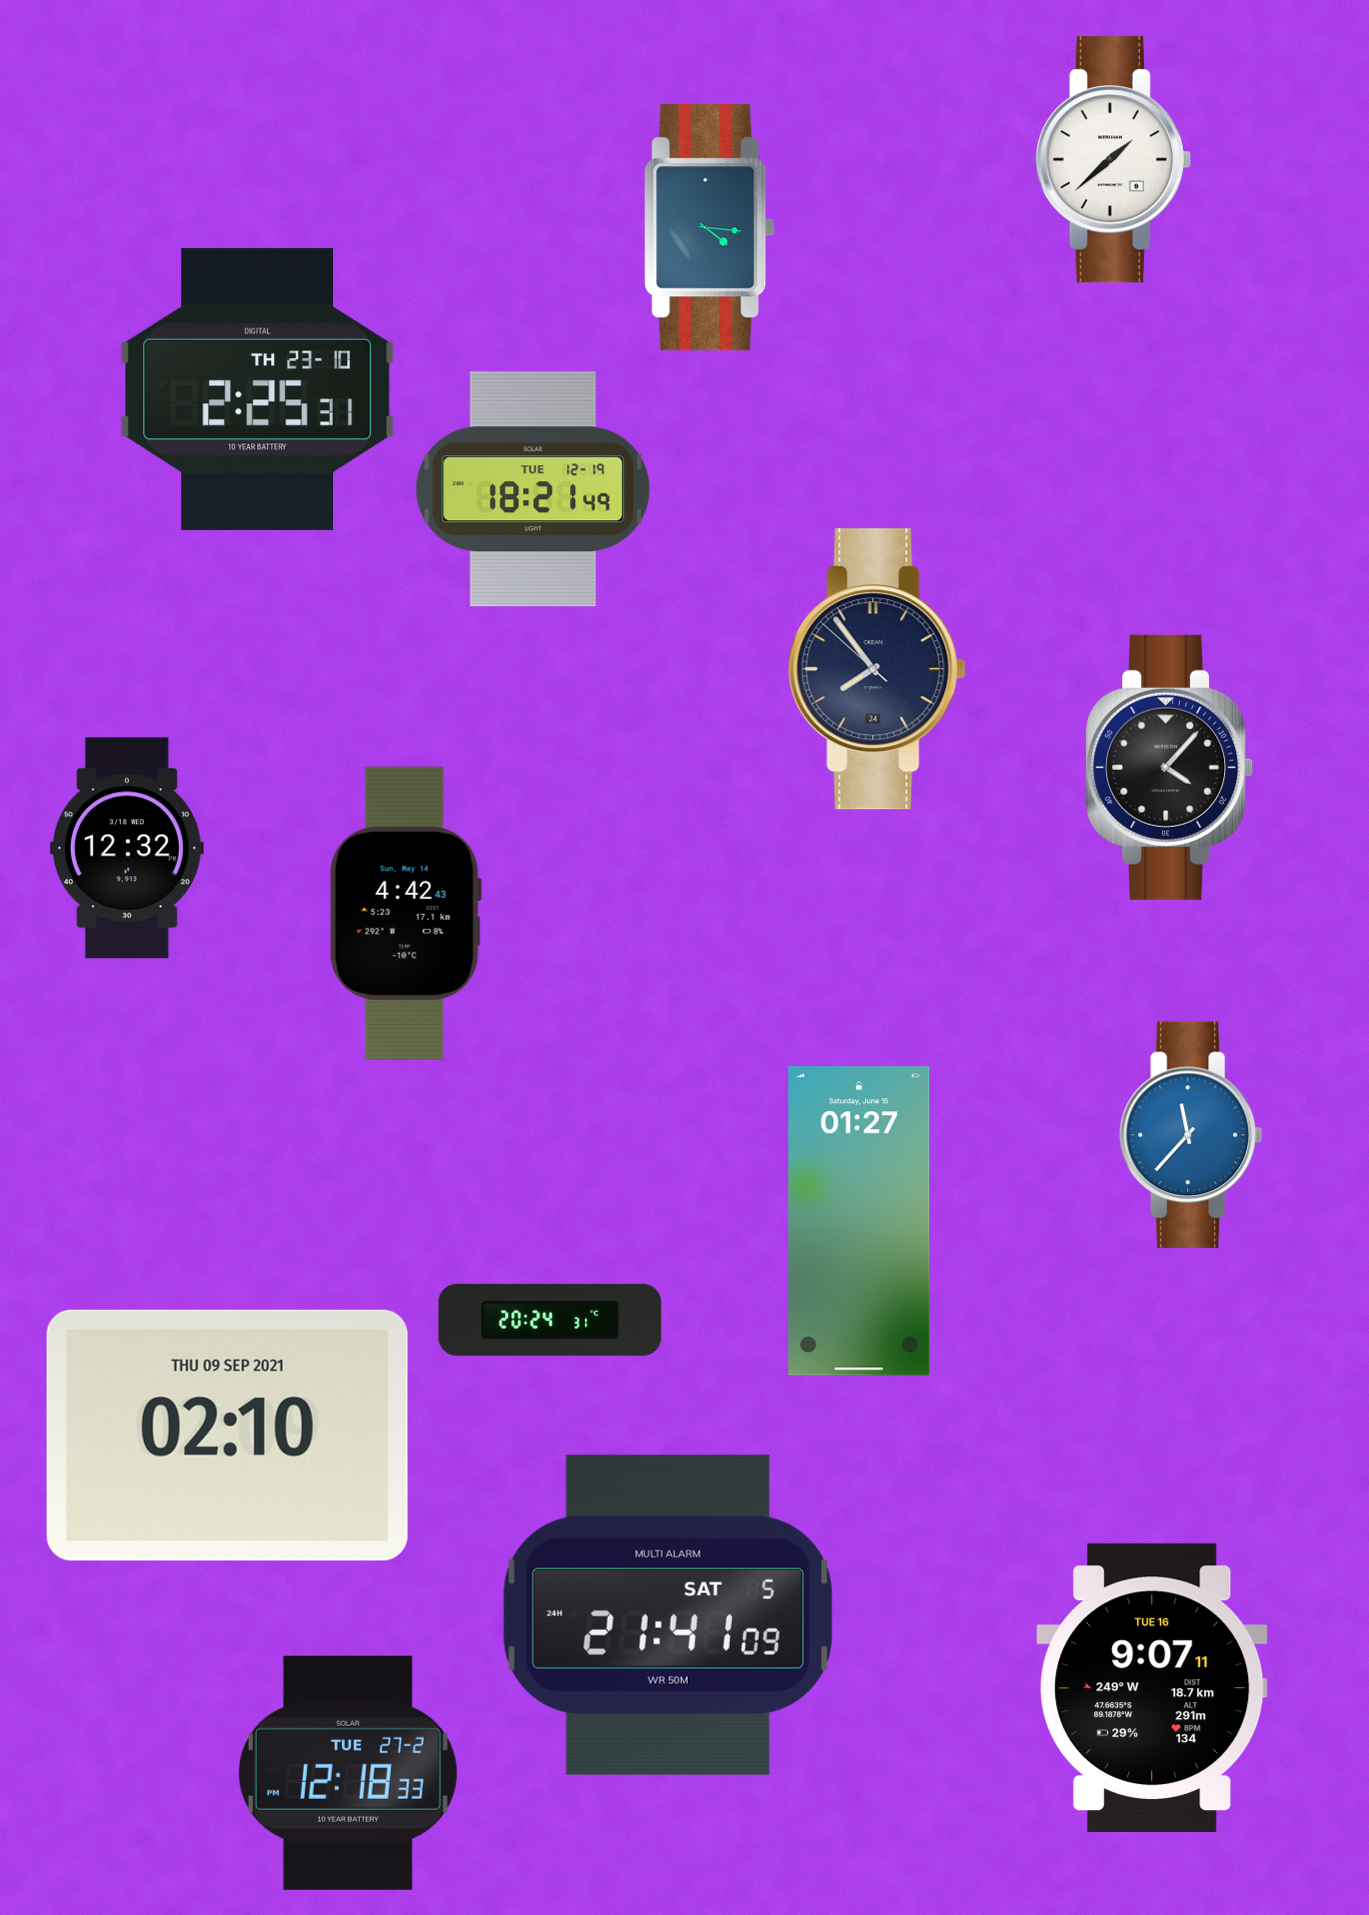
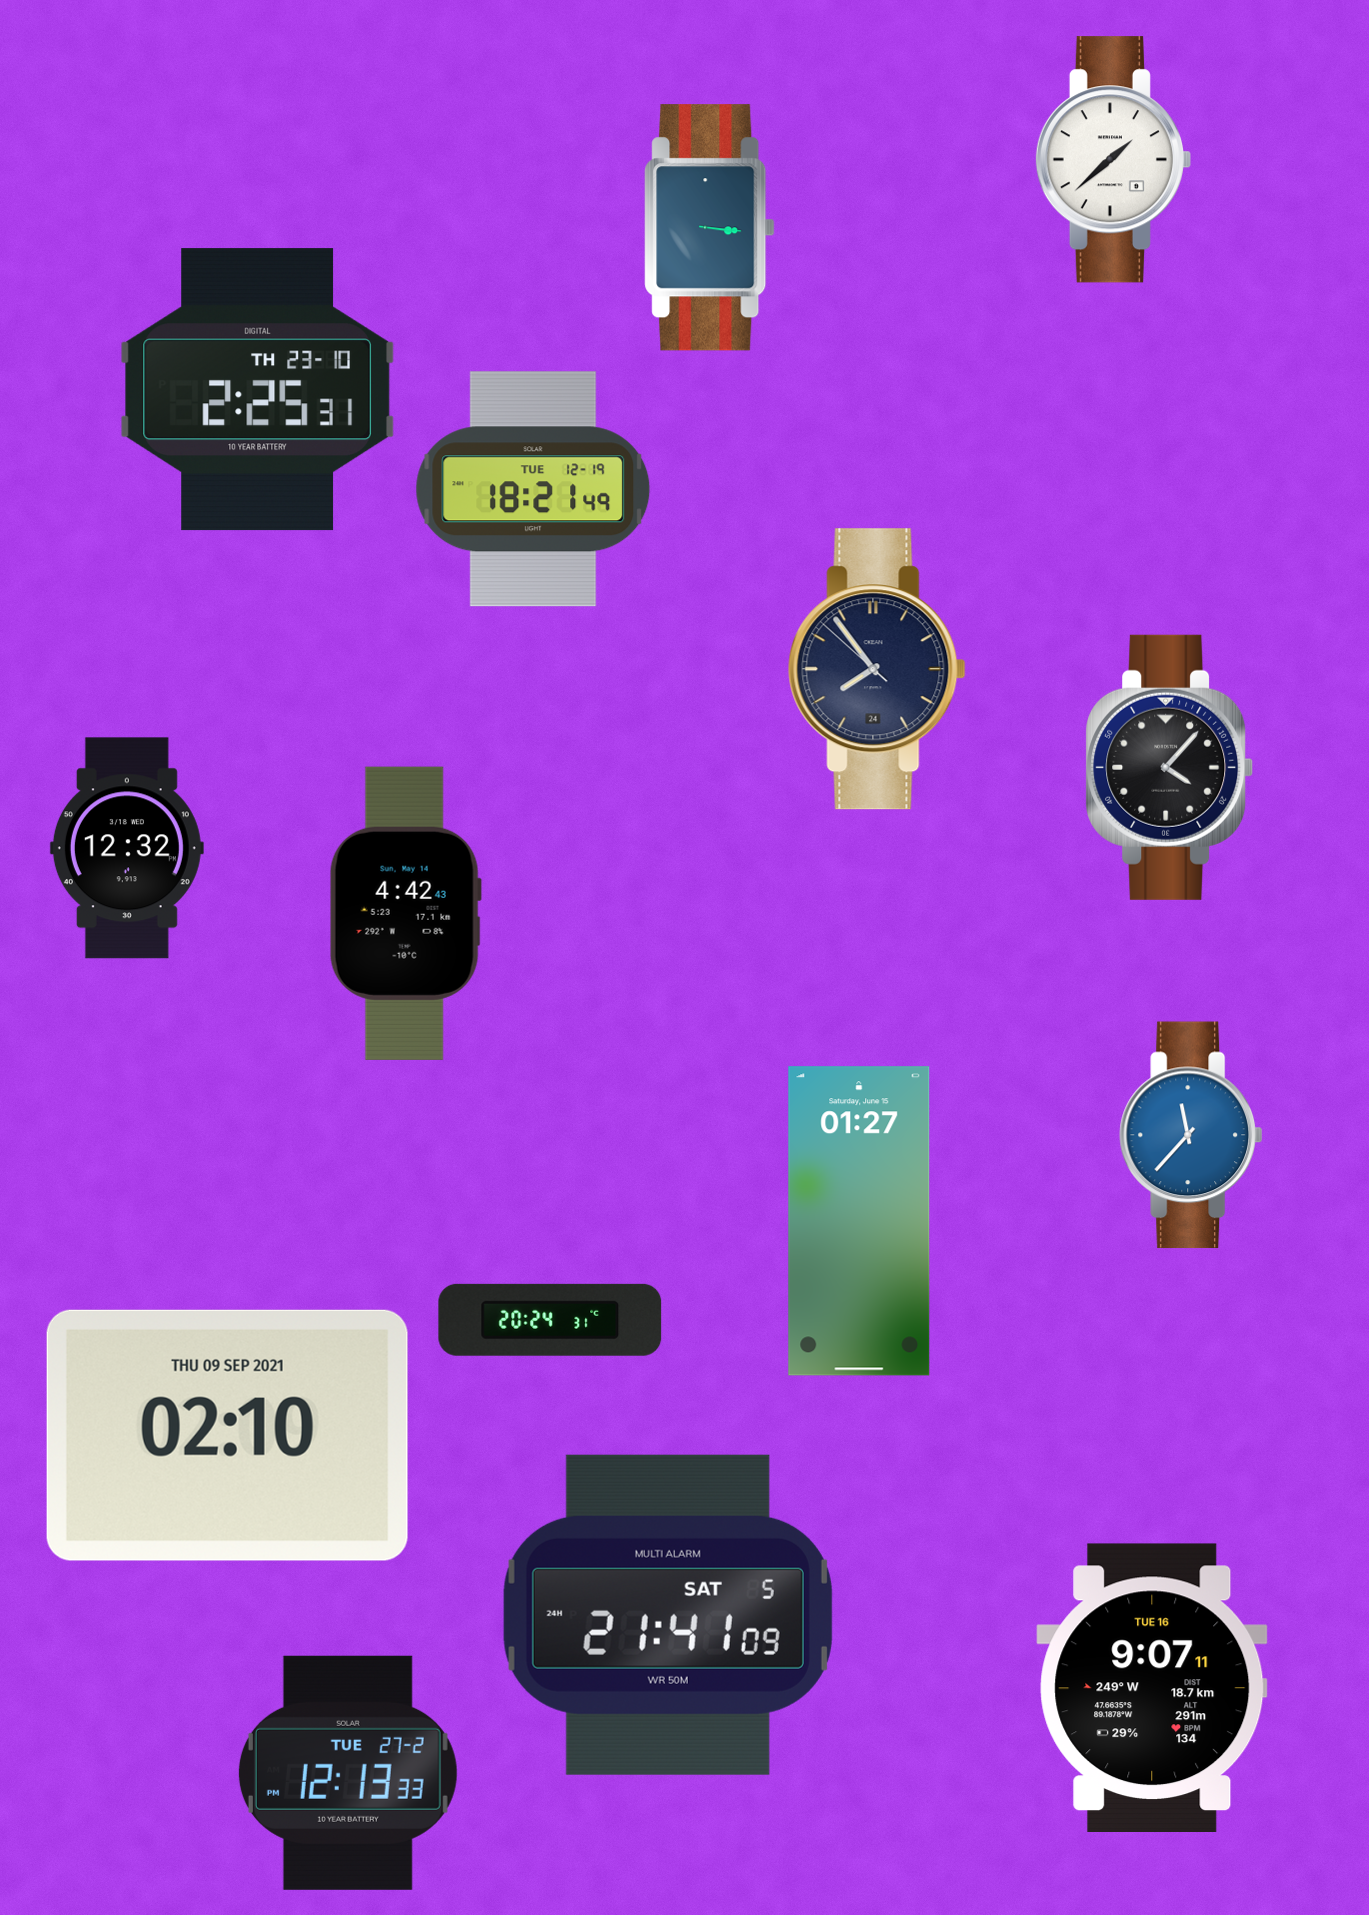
clock at (710, 228): 4:16 -> 3:16
clock at (348, 1773): 12:18 -> 12:13
